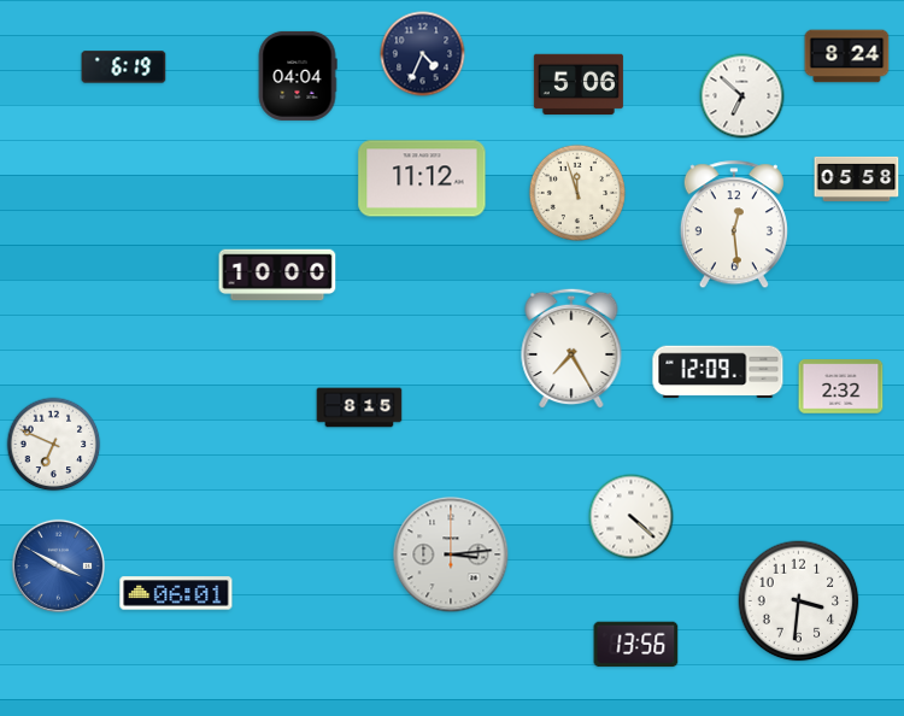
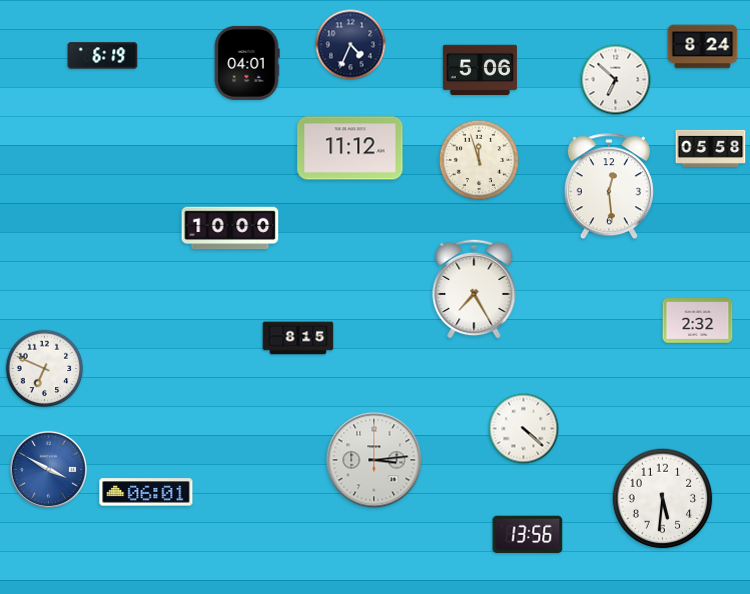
clock at (298, 76): 04:04 -> 04:01
clock at (718, 372): 12:09 -> none
clock at (799, 601): 3:31 -> 5:31
